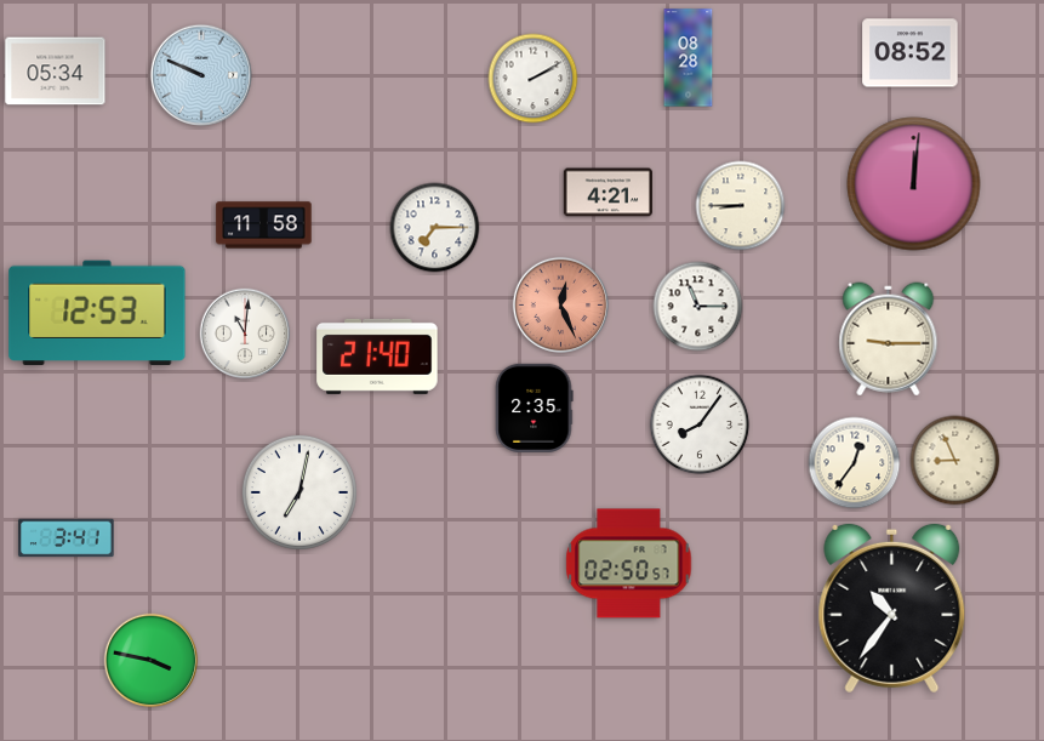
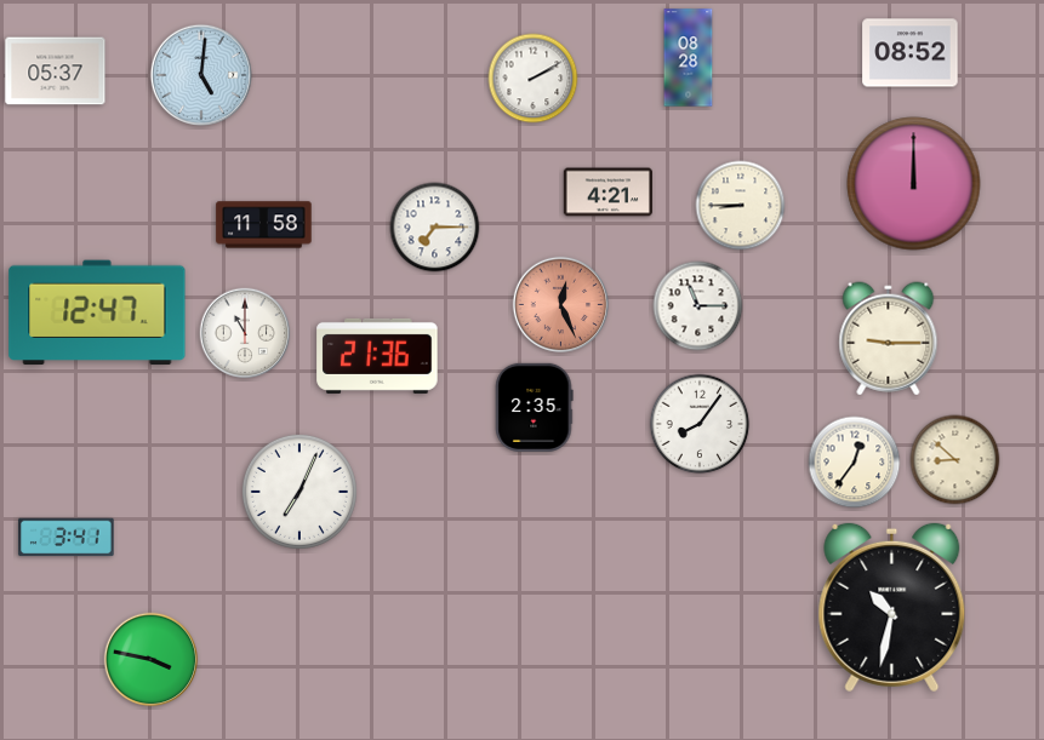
clock at (56, 72): 05:34 -> 05:37
clock at (200, 74): 9:49 -> 5:01
clock at (914, 184): 12:01 -> 12:00
clock at (97, 313): 12:53 -> 12:47
clock at (245, 334): 11:01 -> 11:00
clock at (377, 357): 21:40 -> 21:36
clock at (955, 461): 8:56 -> 8:52
clock at (299, 492): 7:02 -> 7:04
clock at (629, 564): 02:50 -> none
clock at (892, 609): 10:36 -> 10:32
